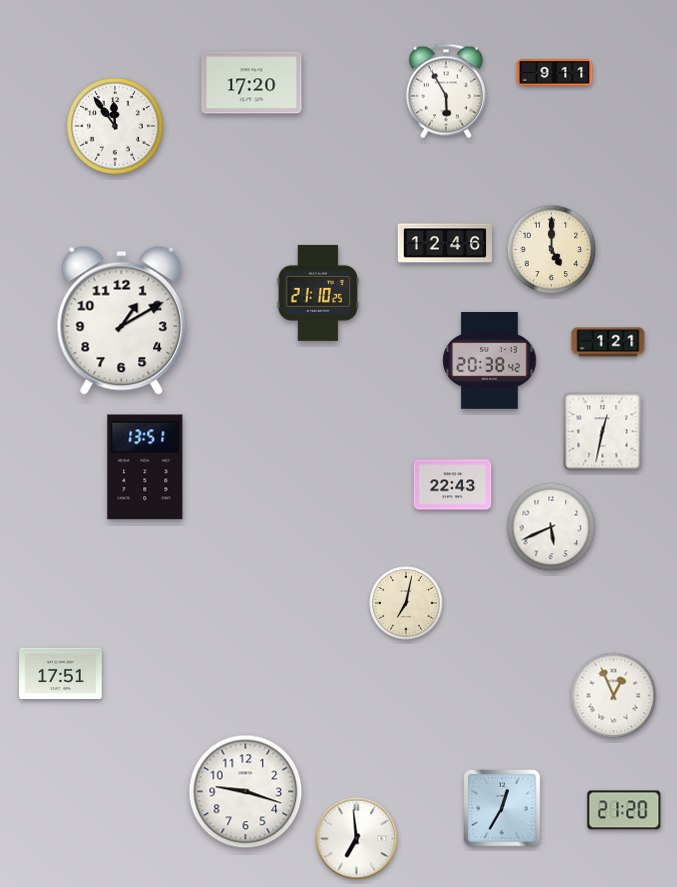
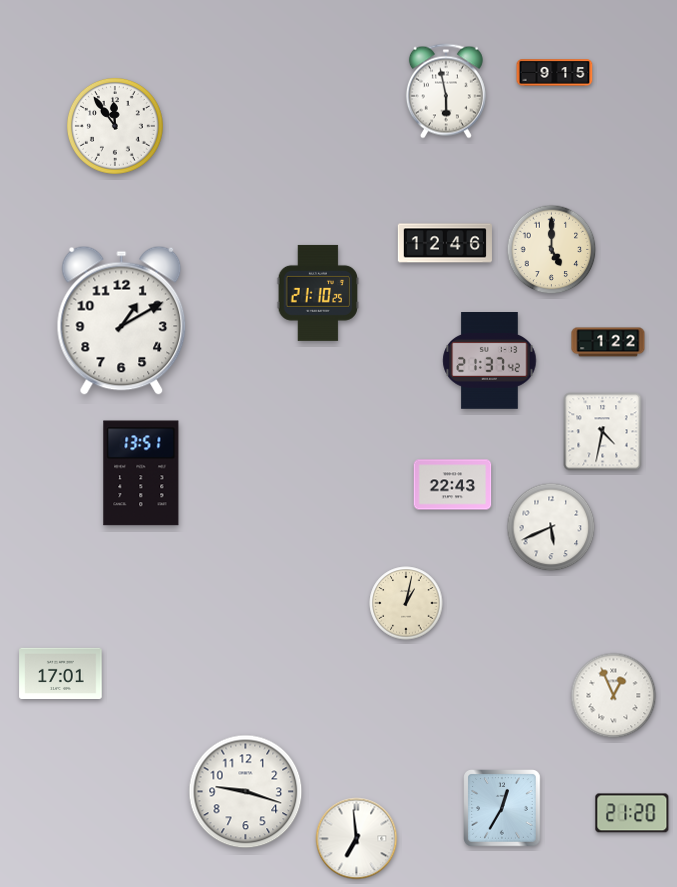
clock at (555, 73): 9:11 -> 9:15
clock at (252, 83): 17:20 -> none
clock at (446, 91): 5:55 -> 5:58
clock at (608, 342): 1:21 -> 1:22
clock at (490, 361): 20:38 -> 21:37
clock at (603, 432): 12:32 -> 4:32
clock at (145, 467) position: (145, 467) -> (141, 473)
clock at (406, 603): 7:02 -> 1:02
clock at (61, 674): 17:51 -> 17:01
clock at (624, 810) position: (624, 810) -> (632, 813)
